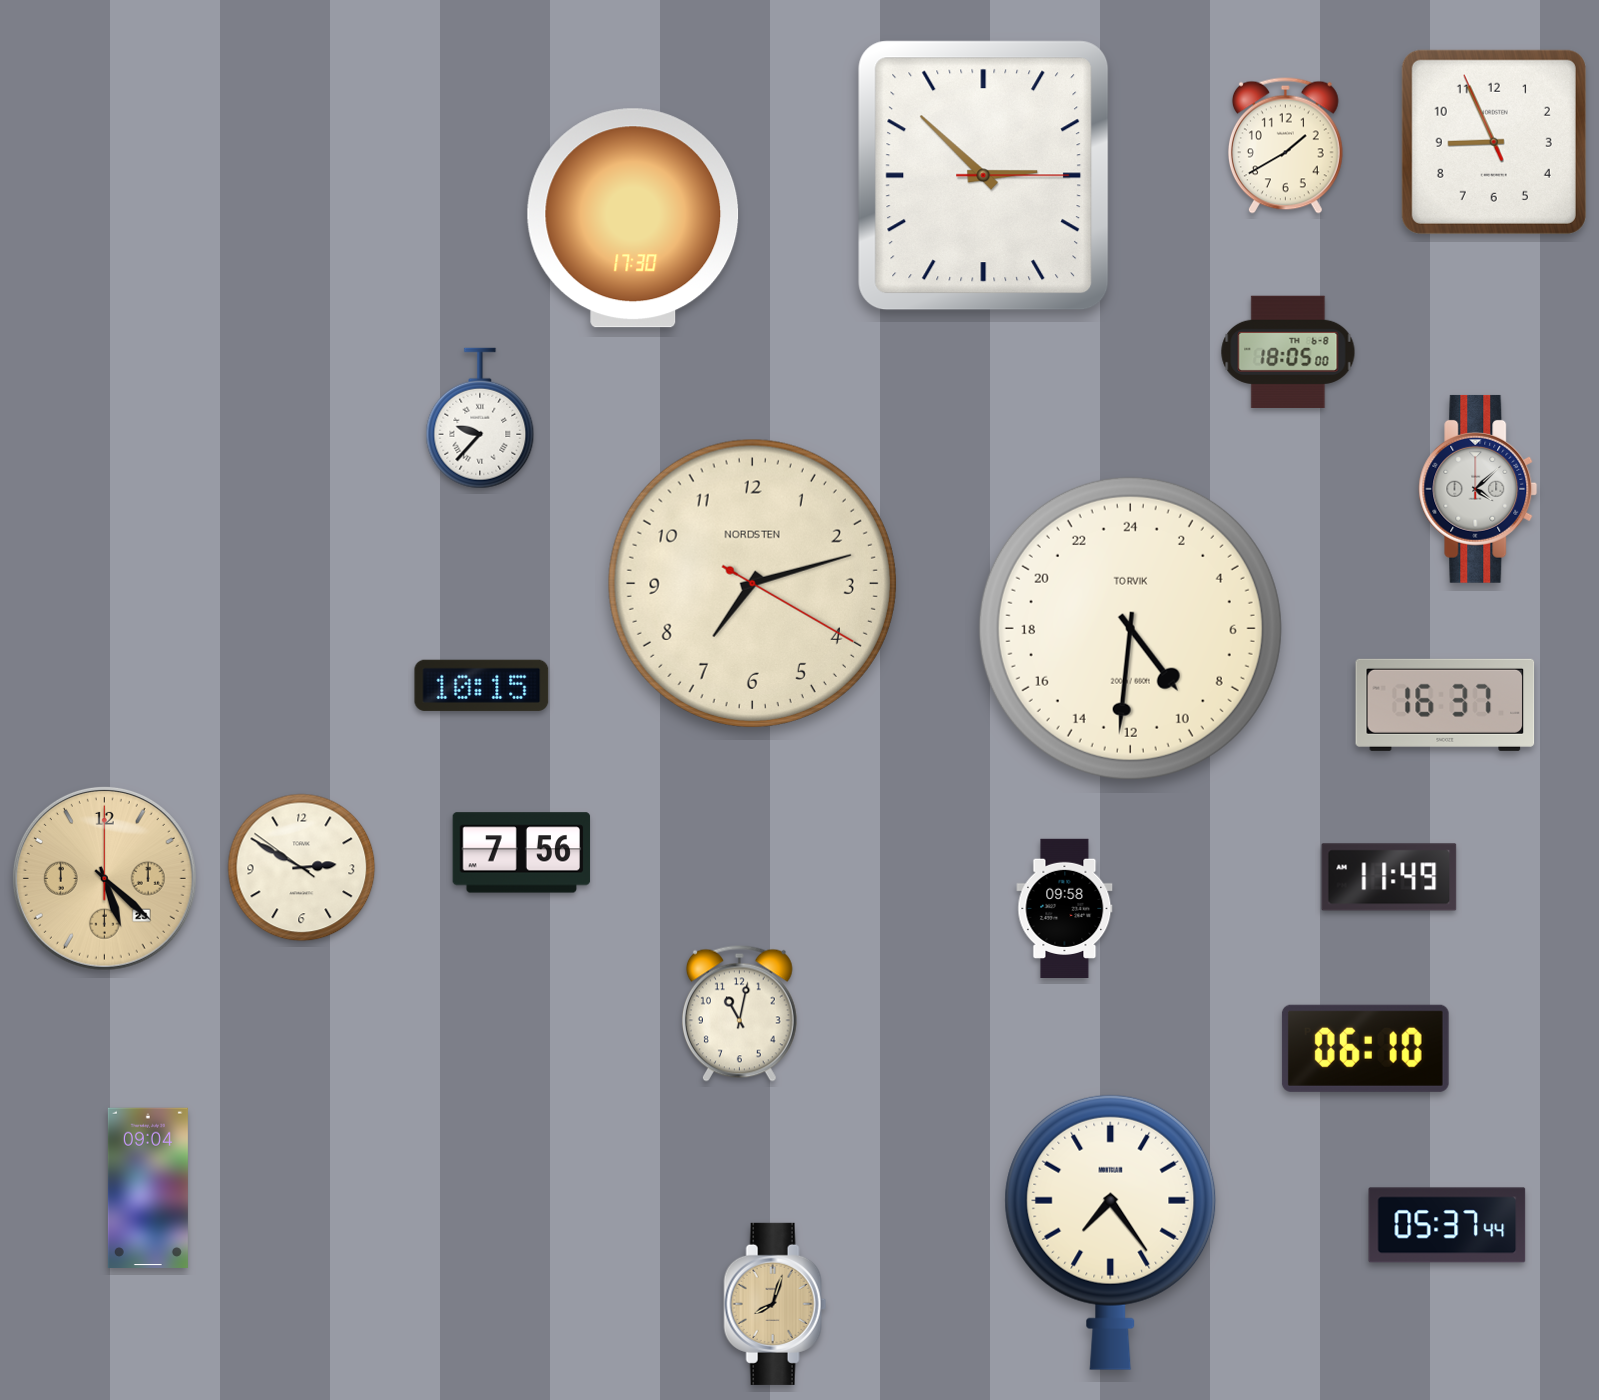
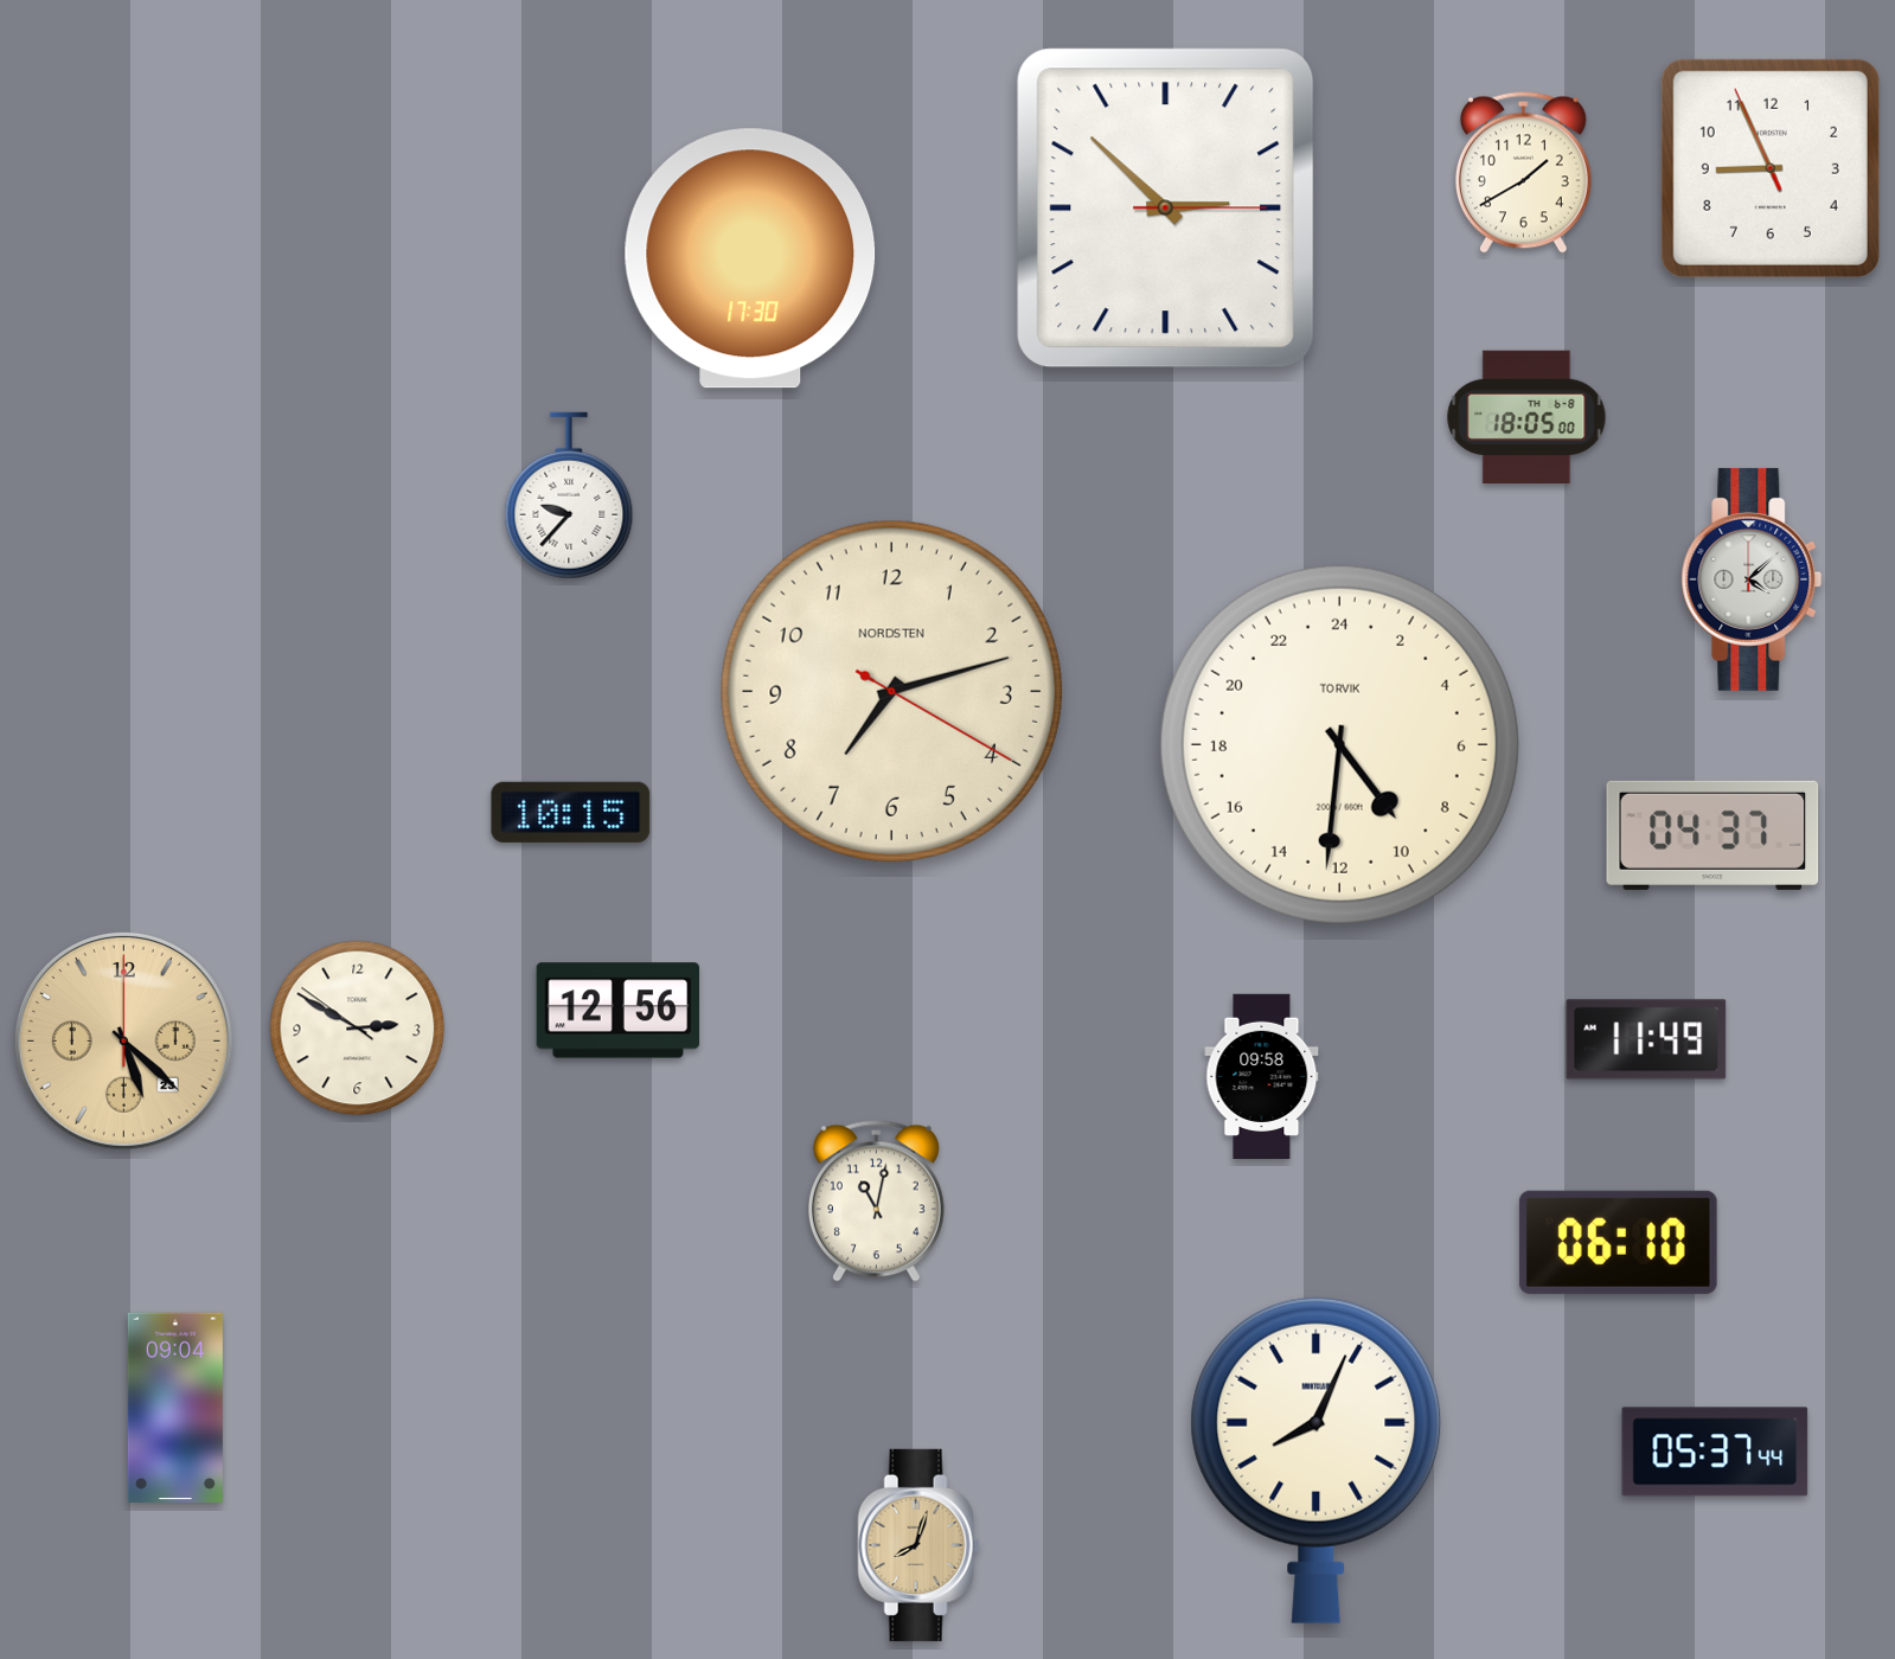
clock at (1445, 705): 16:37 -> 04:37
clock at (522, 853): 7:56 -> 12:56
clock at (1111, 1232): 7:24 -> 8:04
